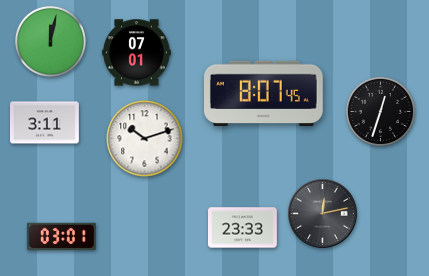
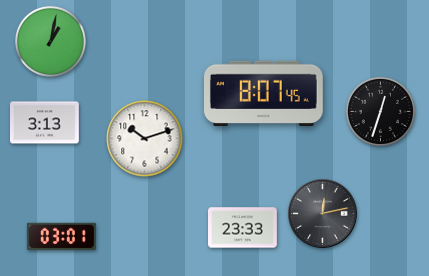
clock at (50, 41): 12:02 -> 1:02
clock at (137, 53): 07:01 -> none
clock at (45, 123): 3:11 -> 3:13
